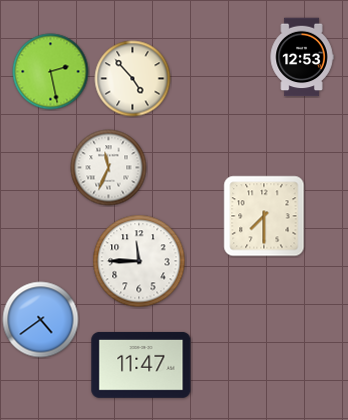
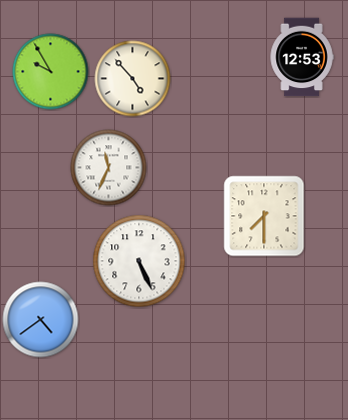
clock at (51, 72): 2:28 -> 9:55
clock at (139, 261): 11:45 -> 5:26
clock at (141, 365): 11:47 -> none
